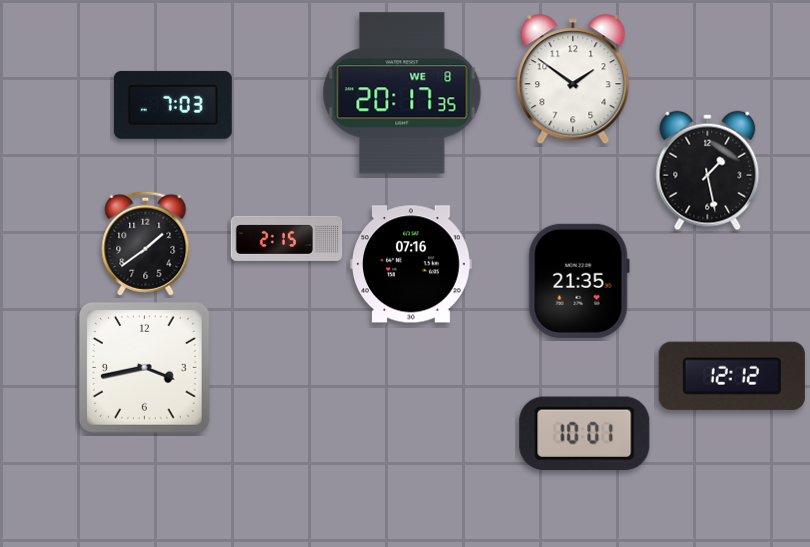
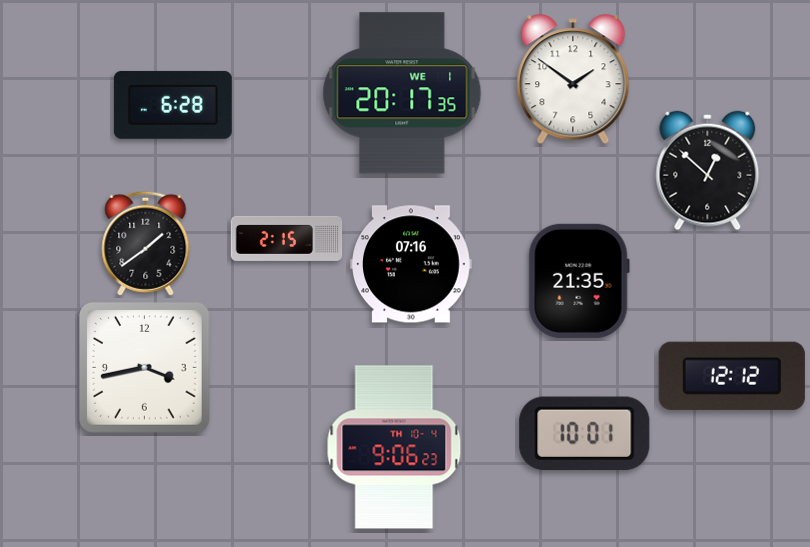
clock at (402, 93) date: WE 8 -> WE 1
clock at (173, 105): 7:03 -> 6:28
clock at (708, 171): 1:28 -> 12:52
clock at (394, 447): none -> 9:06
